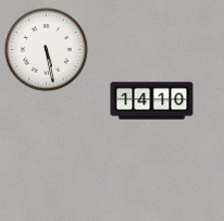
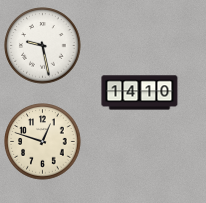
clock at (47, 50): 5:28 -> 9:28
clock at (43, 142): none -> 12:48
